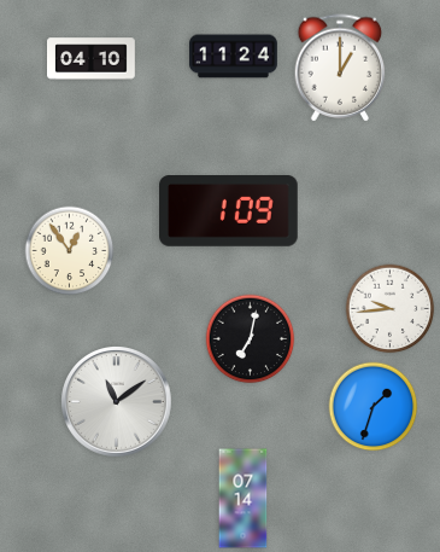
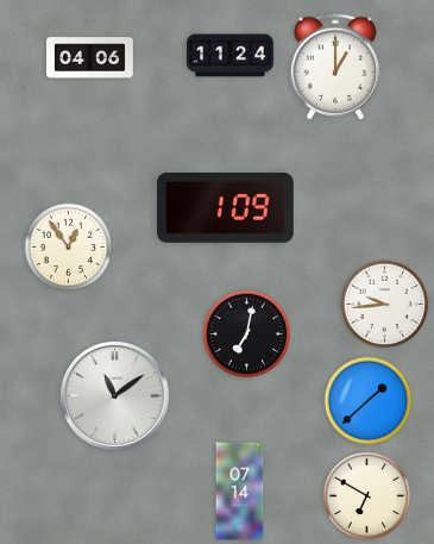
clock at (92, 59): 04:10 -> 04:06
clock at (374, 407): 1:33 -> 1:38
clock at (367, 496): none -> 6:50
